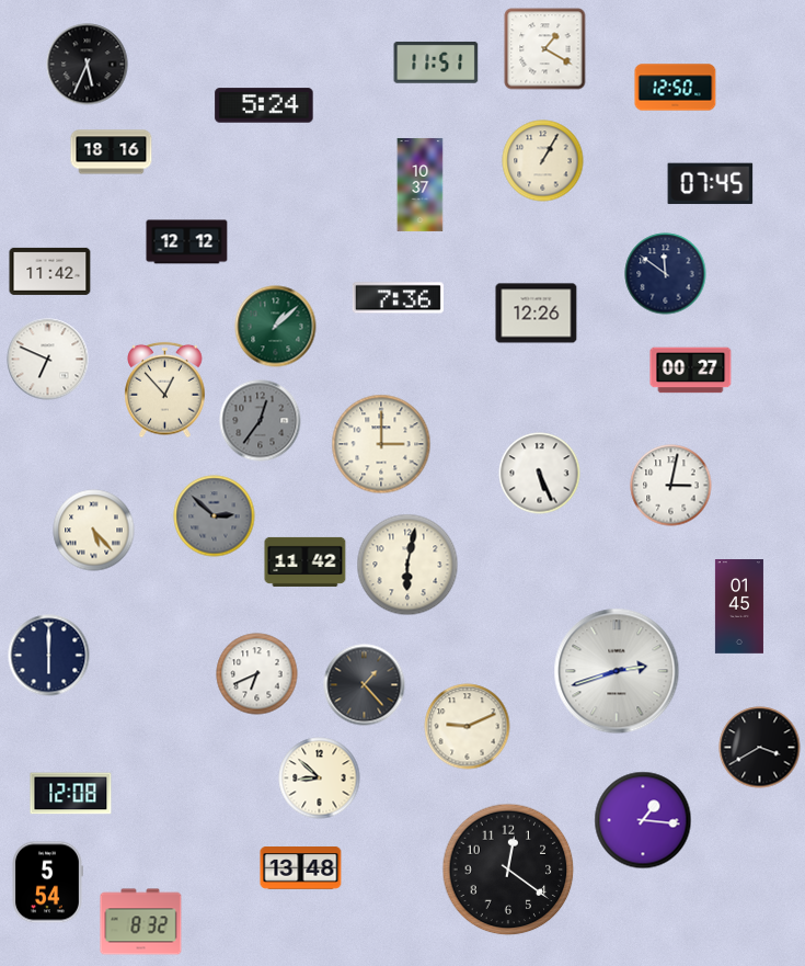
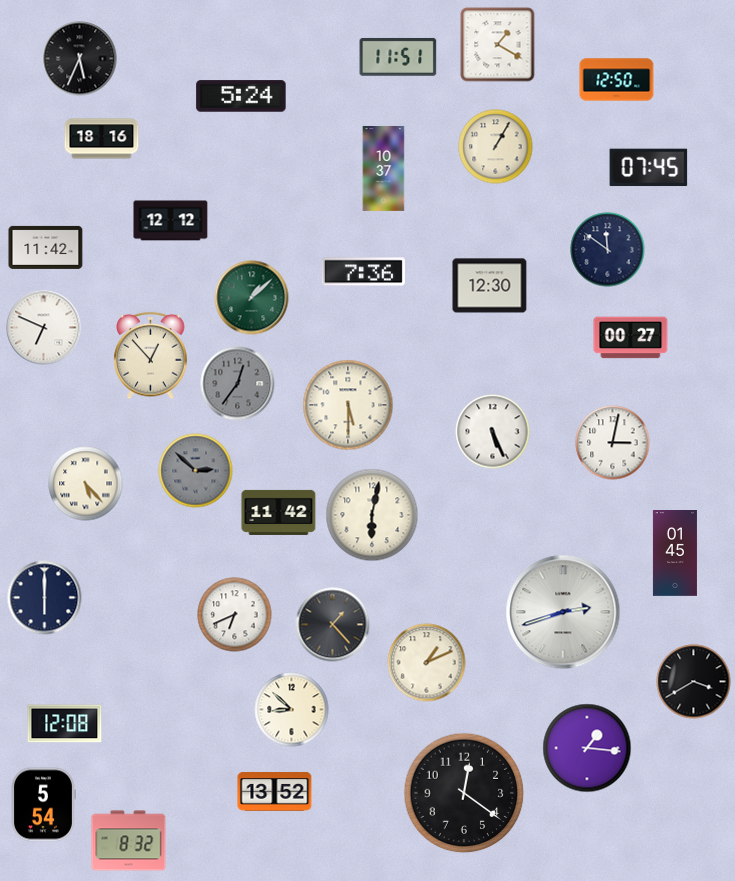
clock at (537, 314): 12:26 -> 12:30
clock at (381, 444): 3:00 -> 5:30
clock at (468, 727): 9:11 -> 1:11
clock at (301, 868): 13:48 -> 13:52
